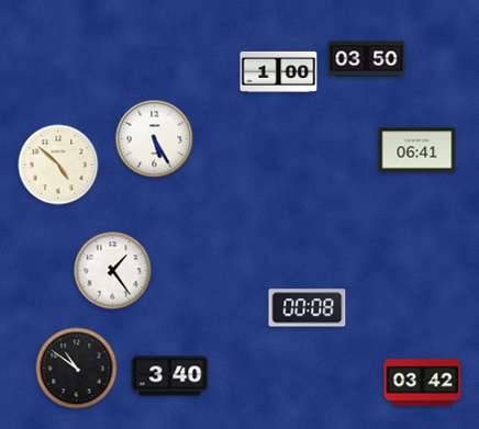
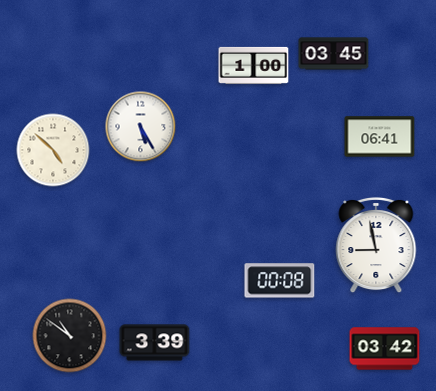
clock at (367, 59): 03:50 -> 03:45
clock at (376, 245): none -> 8:58
clock at (113, 271): 1:24 -> none
clock at (170, 376): 3:40 -> 3:39
